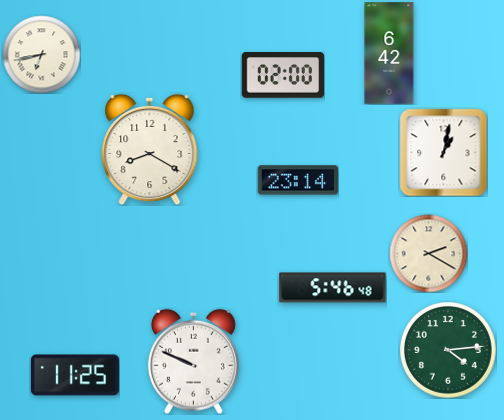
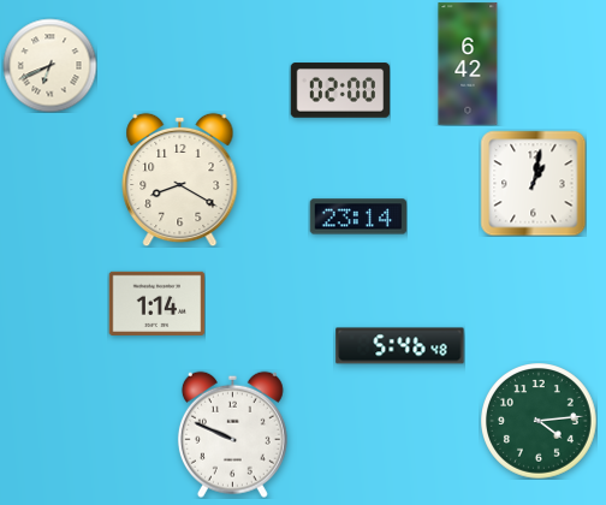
clock at (41, 54): 6:43 -> 6:41
clock at (156, 303): none -> 1:14
clock at (428, 253): 2:20 -> none
clock at (75, 375): 11:25 -> none
